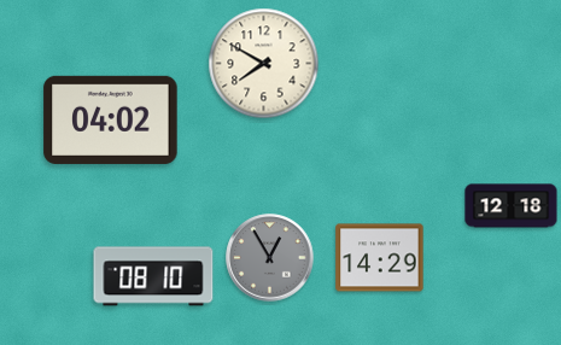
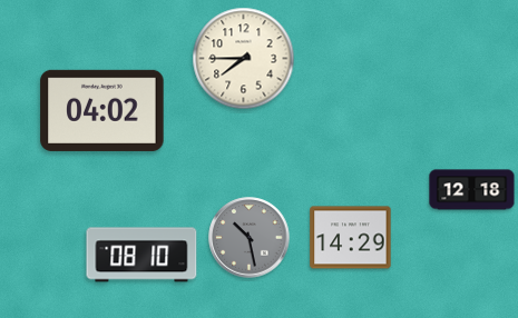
clock at (264, 64): 7:50 -> 7:45
clock at (270, 258): 12:55 -> 10:28
